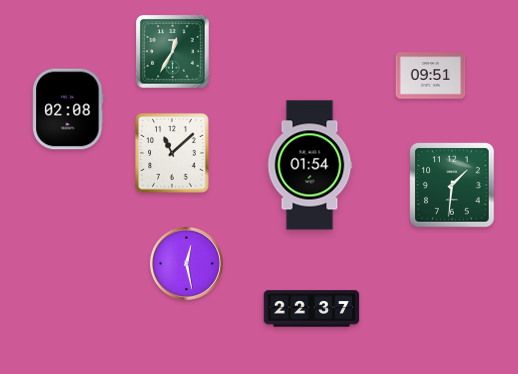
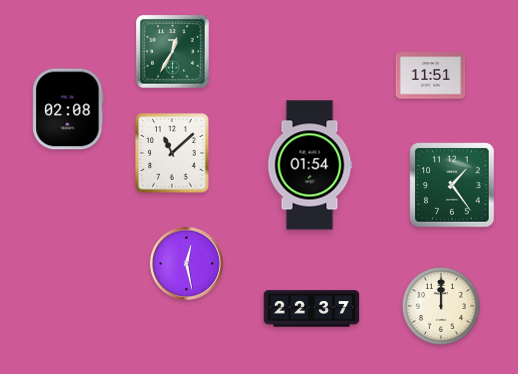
clock at (431, 76): 09:51 -> 11:51
clock at (452, 185): 1:31 -> 1:24
clock at (441, 306): none -> 12:00
